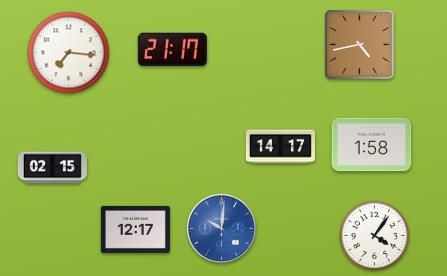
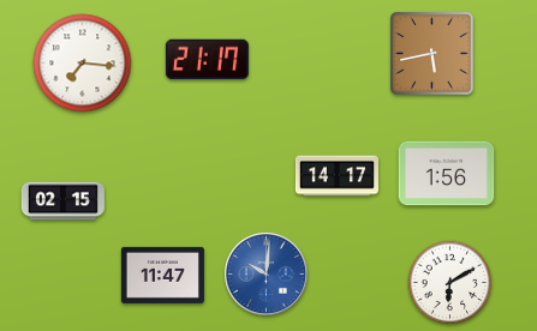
clock at (360, 45): 4:43 -> 5:43
clock at (372, 145): 1:58 -> 1:56
clock at (135, 229): 12:17 -> 11:47
clock at (375, 236): 4:06 -> 6:10
